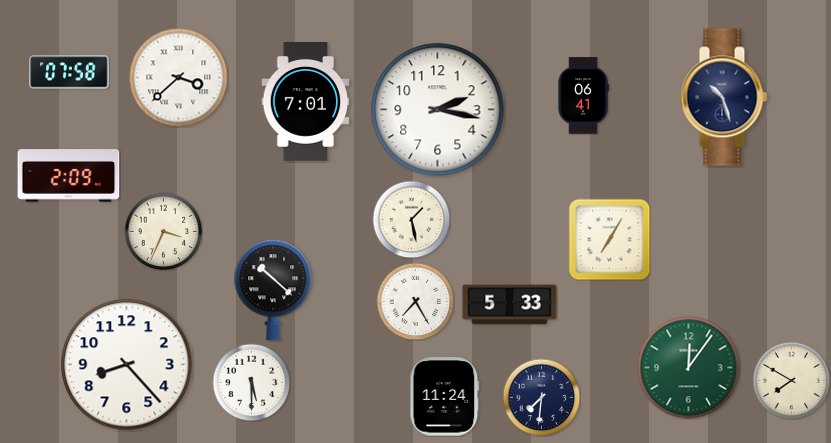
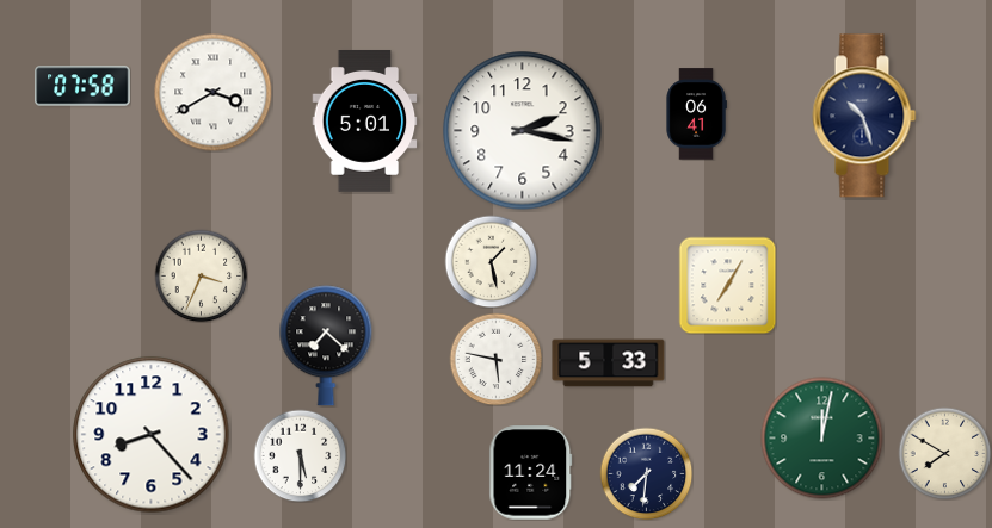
clock at (179, 78): 3:38 -> 3:40
clock at (306, 102): 7:01 -> 5:01
clock at (69, 176): 2:09 -> none
clock at (163, 231) position: (163, 231) -> (201, 275)
clock at (273, 290): 10:22 -> 7:22
clock at (415, 301): 7:25 -> 5:47
clock at (689, 368): 12:06 -> 12:02
